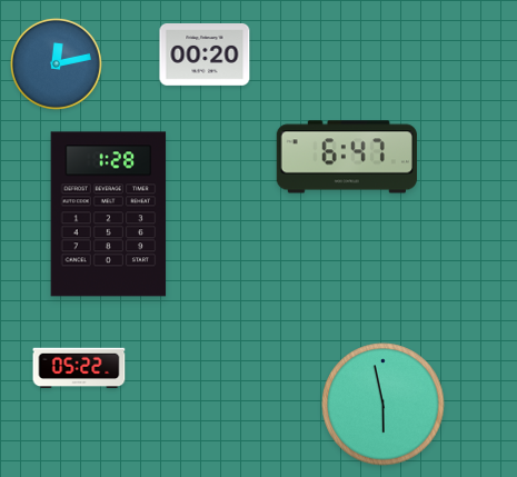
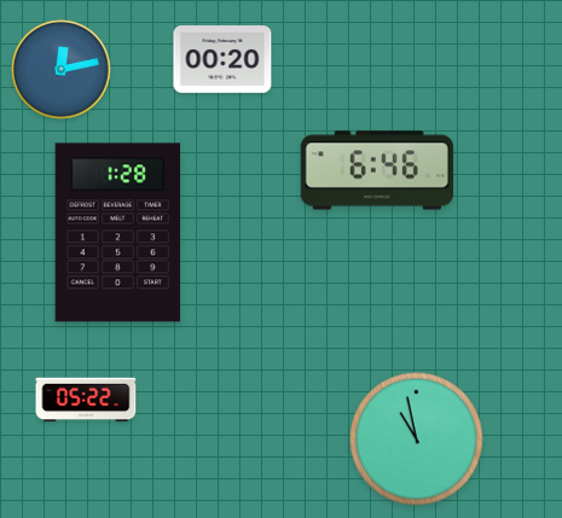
clock at (347, 157): 6:47 -> 6:46
clock at (384, 405): 5:58 -> 10:58
